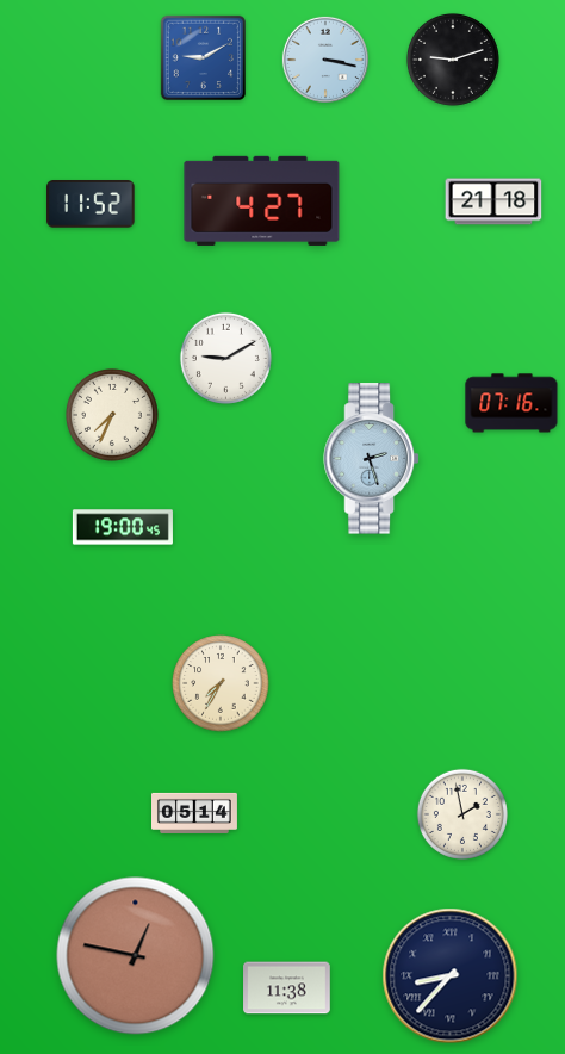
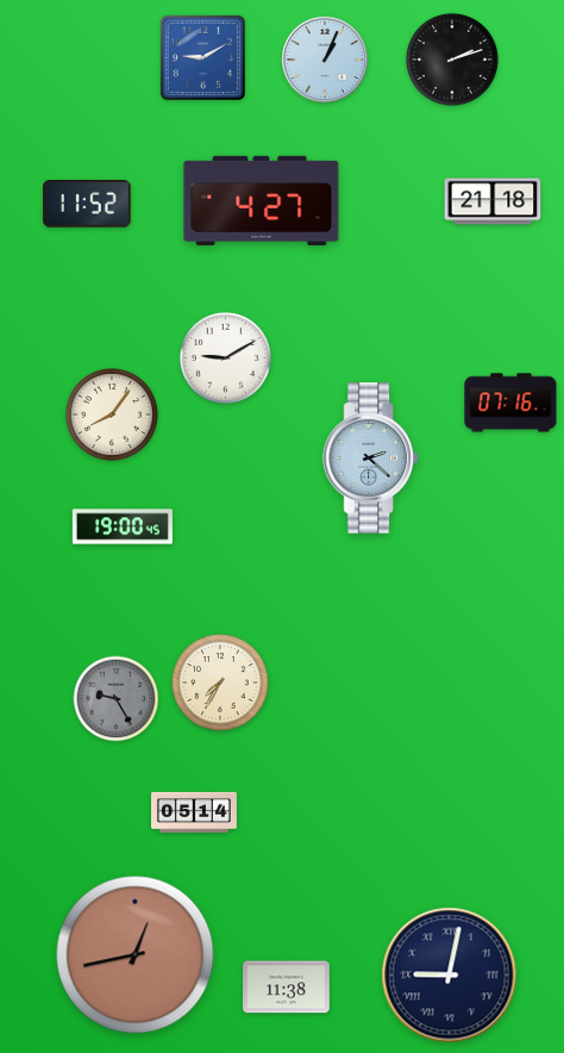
clock at (325, 60): 3:17 -> 1:04
clock at (453, 60): 9:12 -> 2:12
clock at (91, 204) position: (91, 204) -> (87, 204)
clock at (112, 415): 7:34 -> 8:06
clock at (372, 459): 2:27 -> 2:22
clock at (117, 699): none -> 9:25
clock at (462, 814): 1:58 -> none
clock at (136, 956): 12:47 -> 12:43
clock at (451, 976): 8:37 -> 9:02
